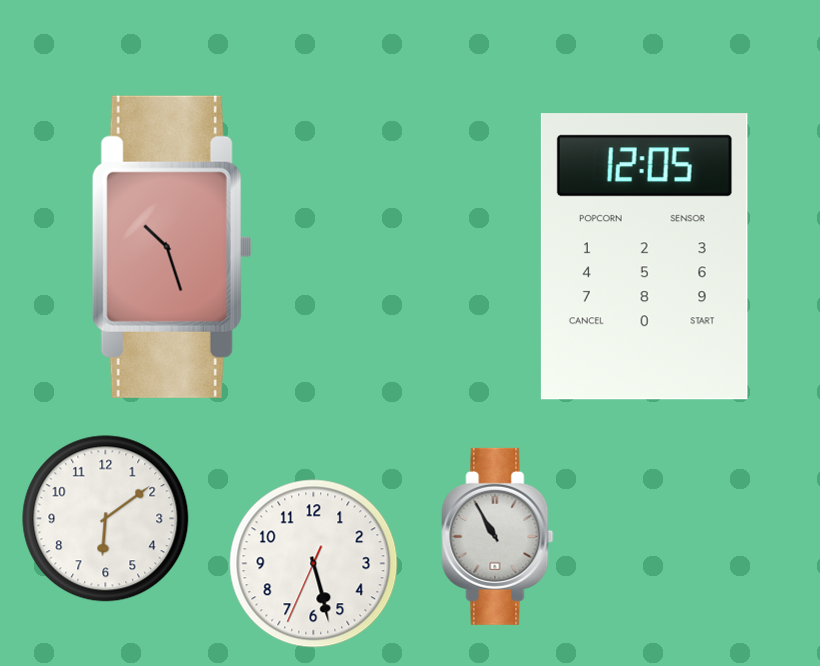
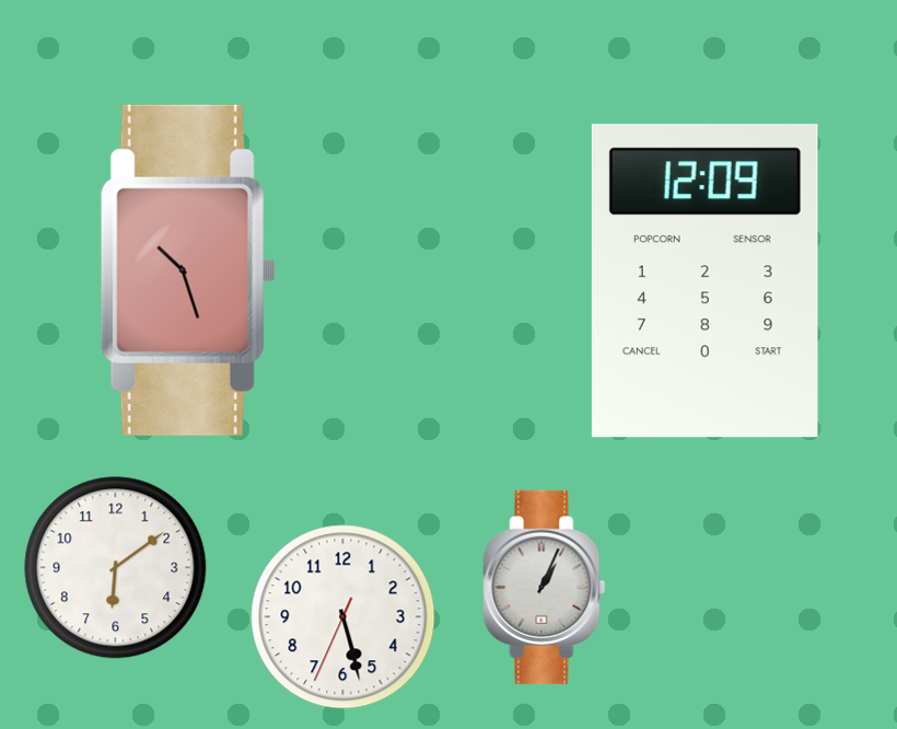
clock at (644, 257): 12:05 -> 12:09
clock at (498, 536): 10:55 -> 1:04
